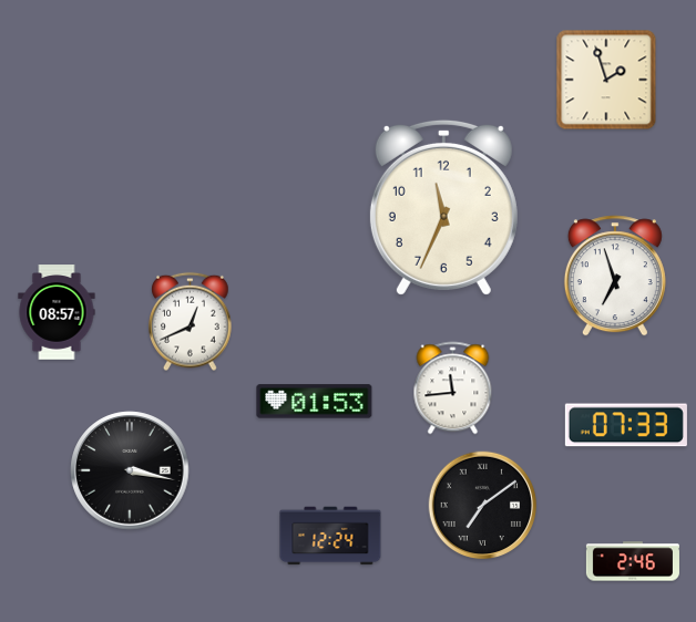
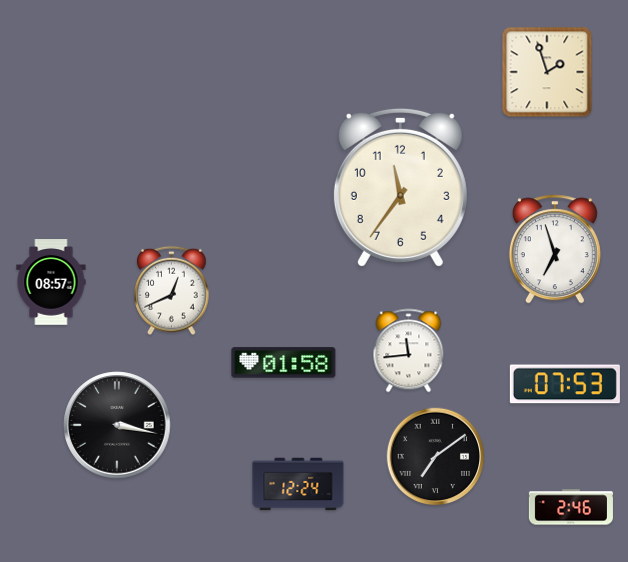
clock at (443, 207): 11:34 -> 11:36
clock at (315, 402): 01:53 -> 01:58
clock at (626, 425): 07:33 -> 07:53
